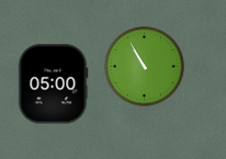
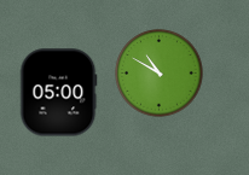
clock at (145, 67): 10:55 -> 10:50
